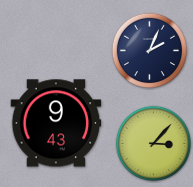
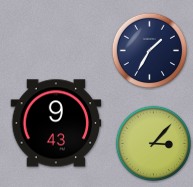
clock at (149, 50): 2:04 -> 1:35
